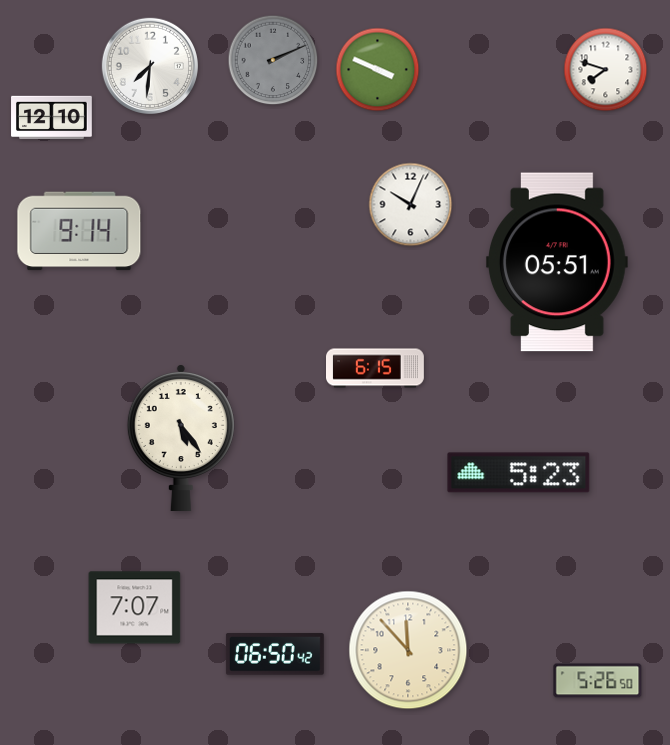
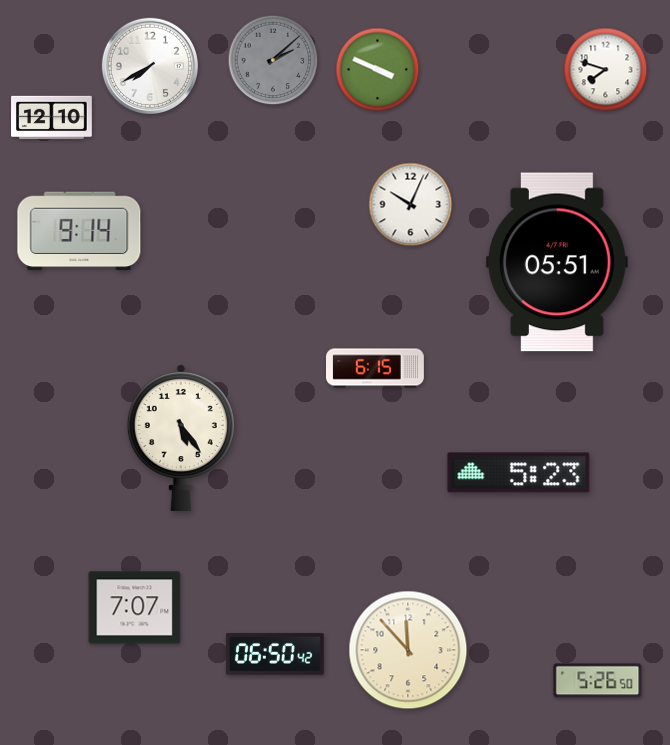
clock at (273, 60): 2:11 -> 2:08
clock at (149, 65): 7:31 -> 7:40
